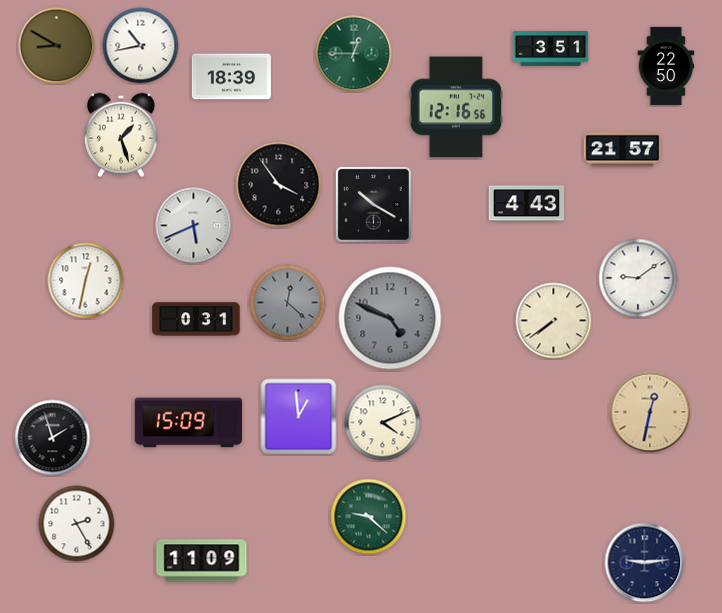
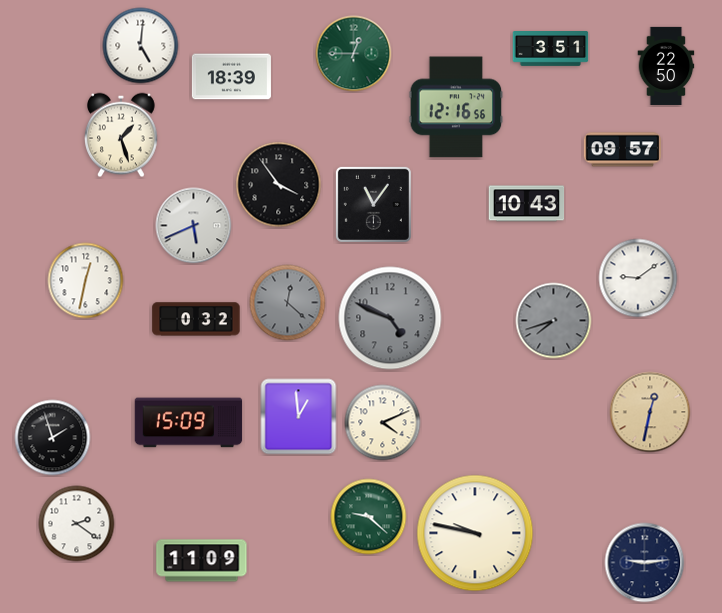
clock at (57, 46): 8:50 -> none
clock at (141, 46): 10:43 -> 5:01
clock at (622, 150): 21:57 -> 09:57
clock at (373, 204): 10:20 -> 11:06
clock at (527, 204): 4:43 -> 10:43
clock at (196, 319): 0:31 -> 0:32
clock at (554, 321): 7:39 -> 7:42
clock at (554, 321) dial: cream -> grey
clock at (77, 524): 2:25 -> 2:21
clock at (475, 533): none -> 9:47
